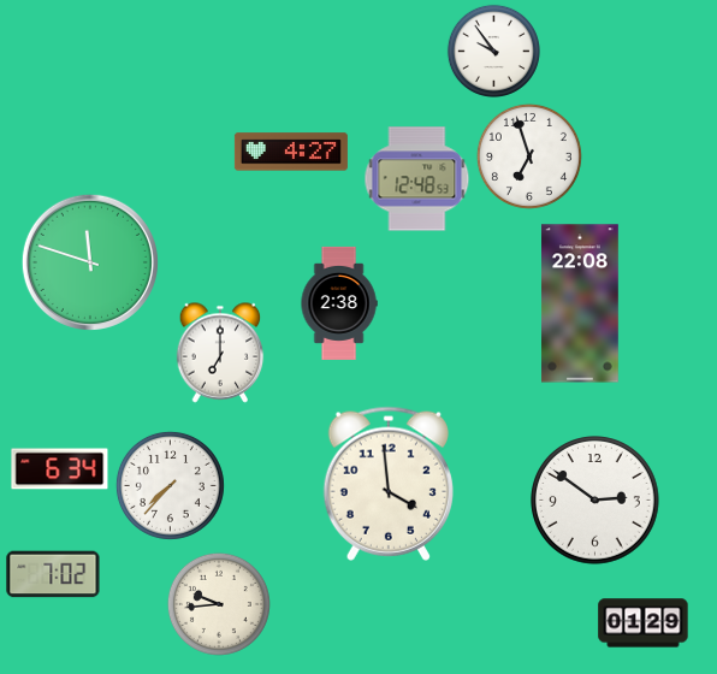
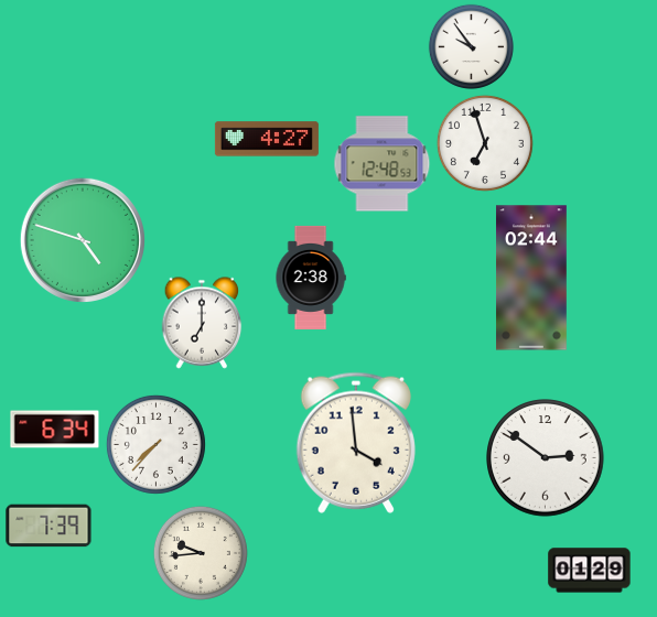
clock at (493, 51) position: (493, 51) -> (471, 46)
clock at (90, 262): 11:48 -> 4:48
clock at (581, 303): 22:08 -> 02:44
clock at (53, 574): 7:02 -> 7:39
